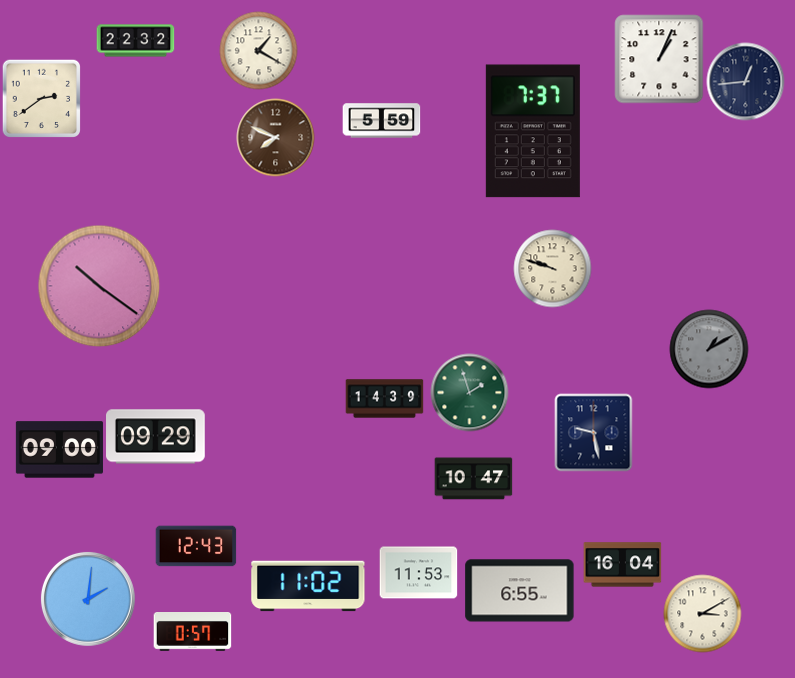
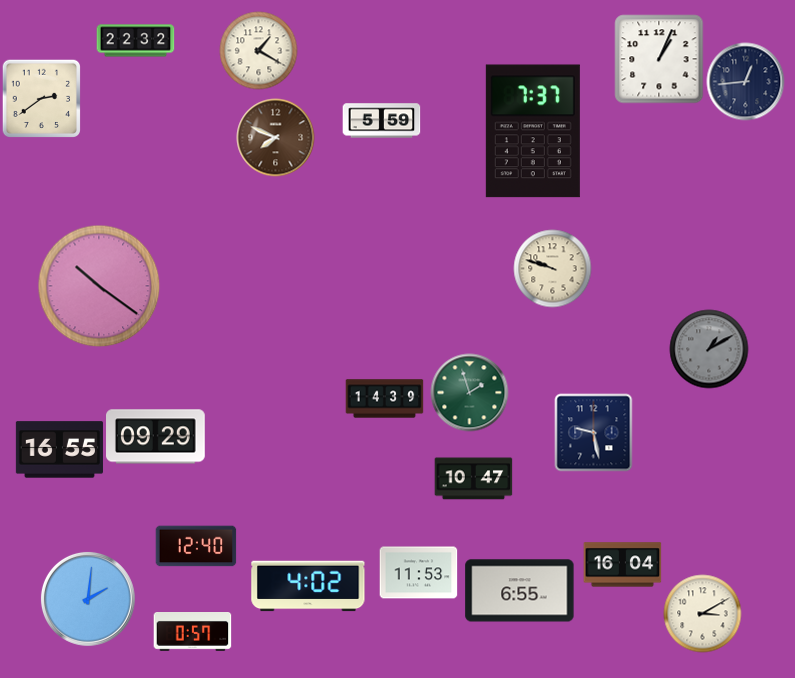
clock at (59, 450): 09:00 -> 16:55
clock at (196, 546): 12:43 -> 12:40
clock at (308, 586): 11:02 -> 4:02
